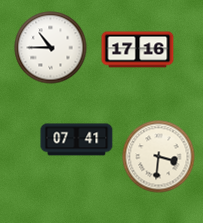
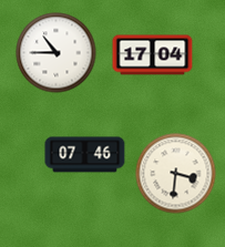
clock at (138, 50): 17:16 -> 17:04
clock at (77, 140): 07:41 -> 07:46
